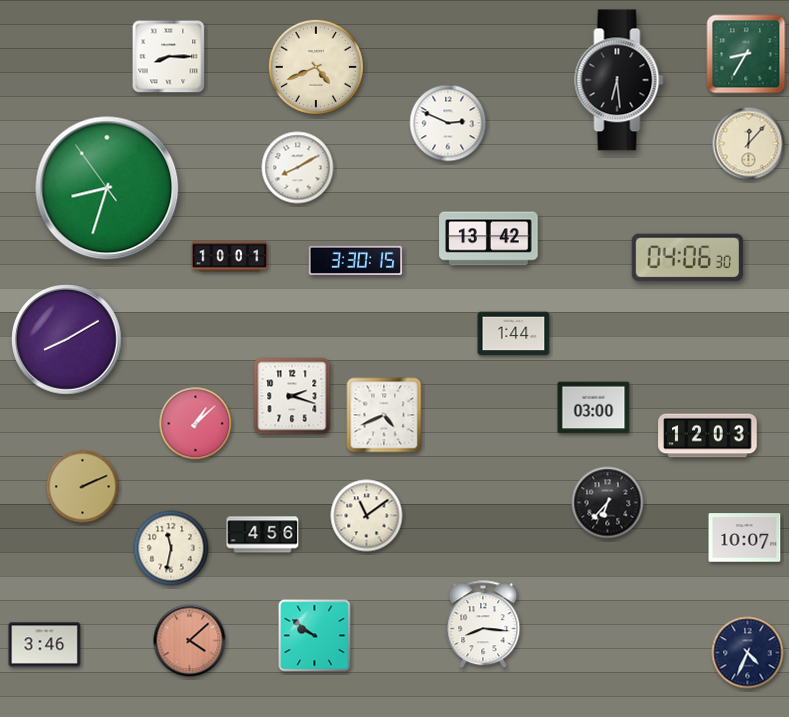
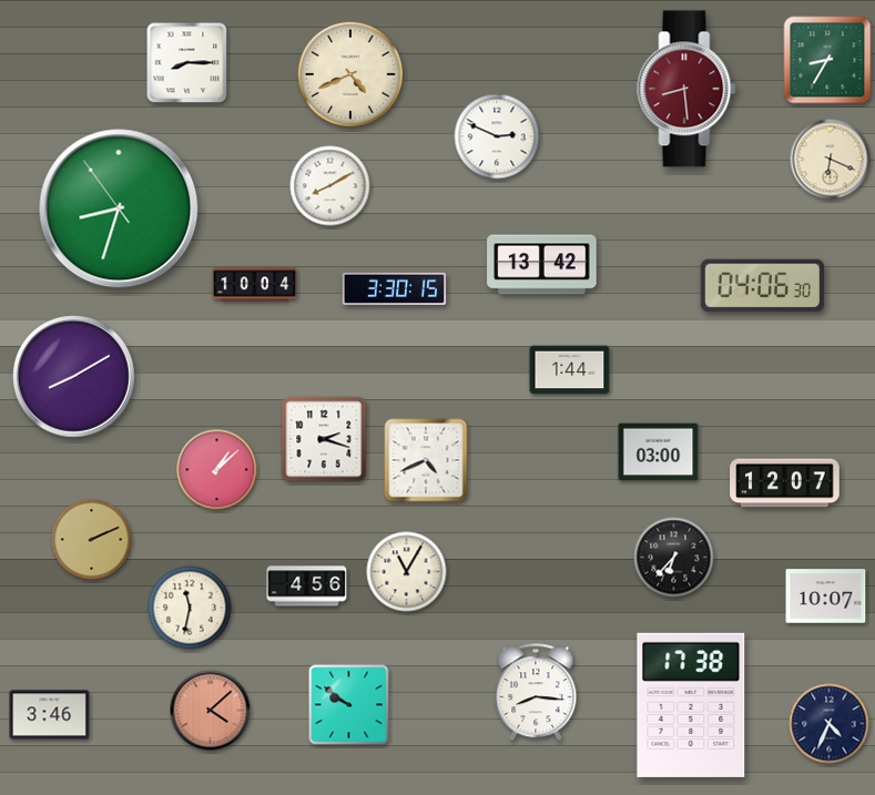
clock at (619, 80): 6:29 -> 8:29
clock at (619, 80) dial: black -> burgundy
clock at (749, 144): 12:07 -> 6:19
clock at (230, 257): 10:01 -> 10:04
clock at (708, 436): 12:03 -> 12:07
clock at (367, 516): 11:09 -> 11:05
clock at (263, 535) position: (263, 535) -> (307, 587)
clock at (691, 705): none -> 17:38
